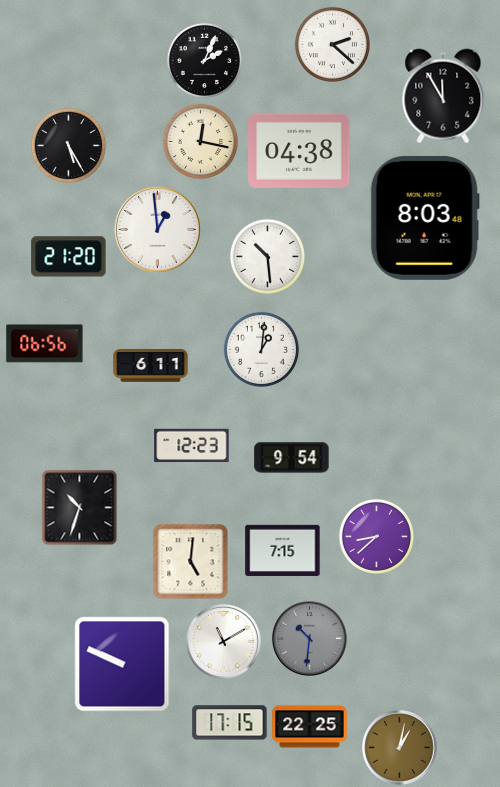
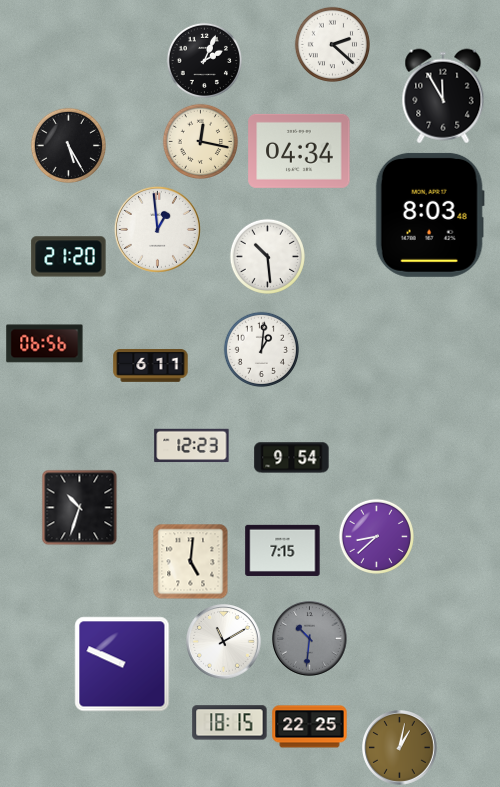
clock at (299, 151): 04:38 -> 04:34
clock at (425, 218) position: (425, 218) -> (430, 215)
clock at (230, 723): 17:15 -> 18:15
